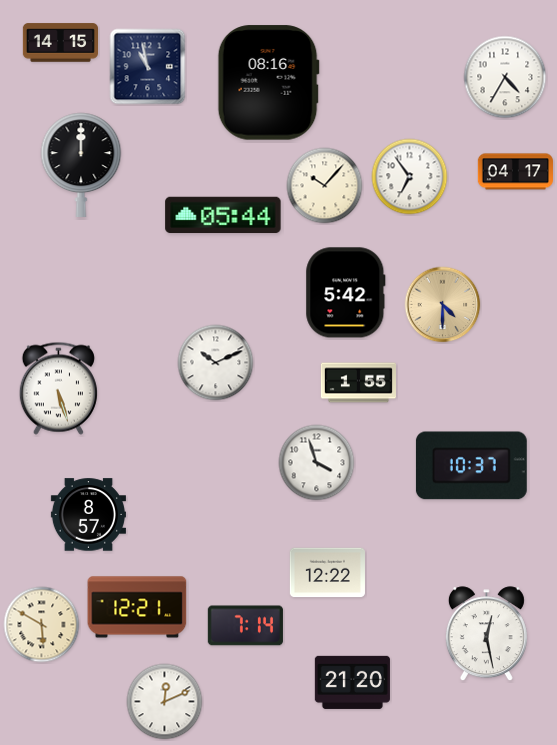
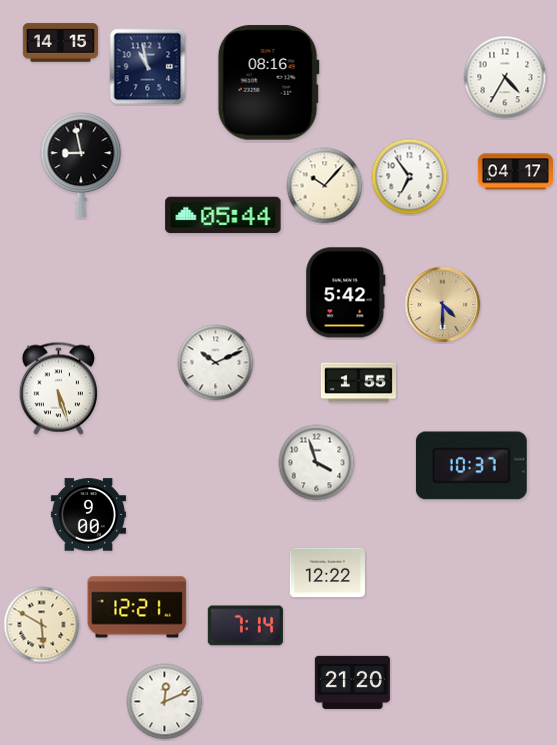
clock at (81, 164): 12:00 -> 8:58
clock at (88, 515): 8:57 -> 9:00
clock at (486, 634): 12:28 -> none
